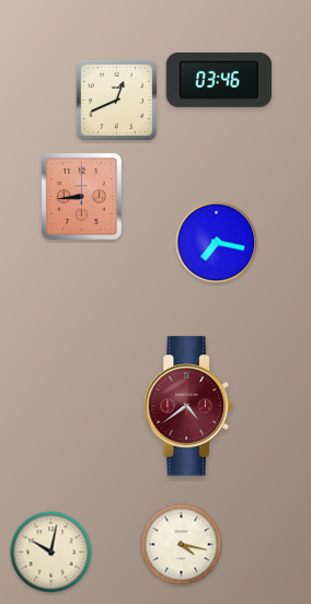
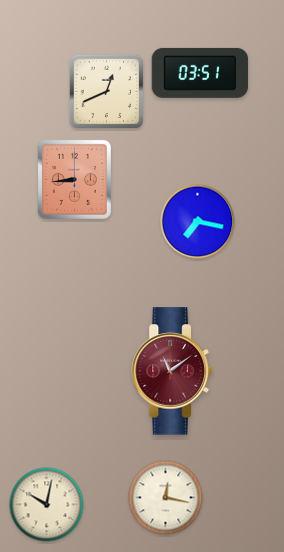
clock at (219, 80): 03:46 -> 03:51
clock at (188, 406): 4:39 -> 11:09
clock at (182, 545): 4:17 -> 12:17
